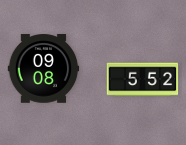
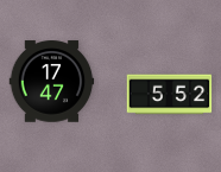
clock at (44, 69): 09:08 -> 17:47
